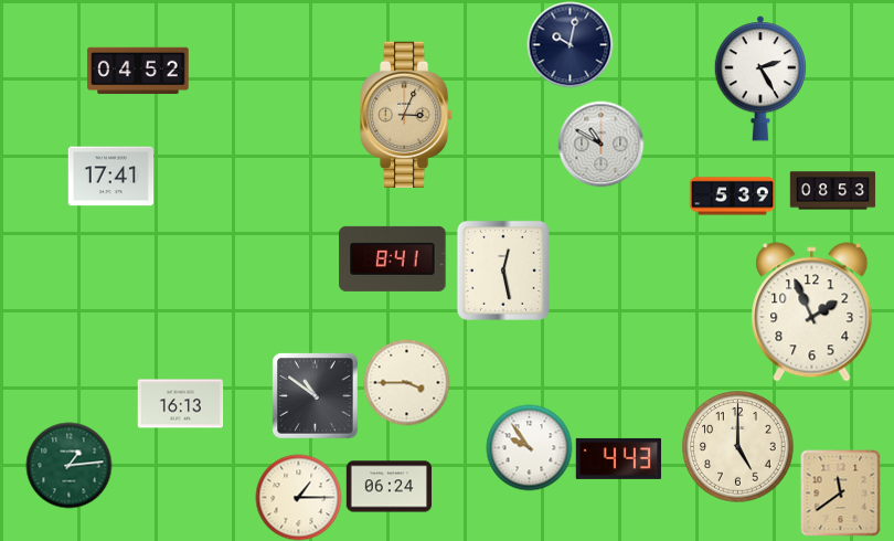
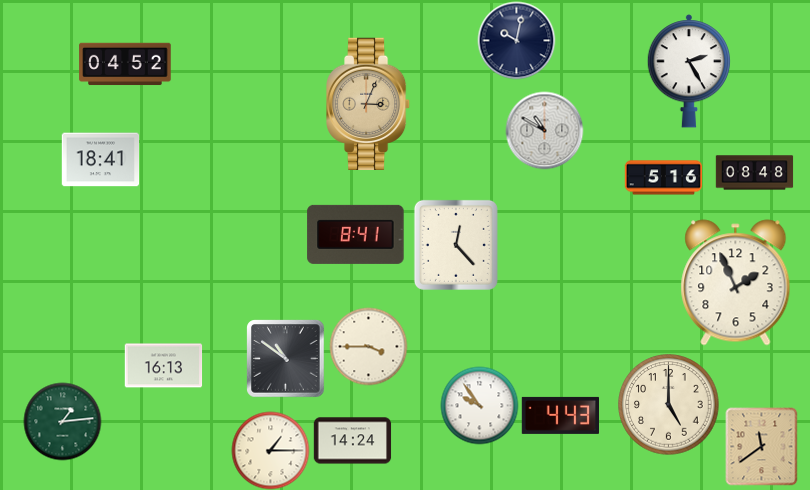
clock at (110, 177): 17:41 -> 18:41
clock at (832, 191): 08:53 -> 08:48
clock at (732, 197): 5:39 -> 5:16
clock at (503, 270): 12:28 -> 12:23
clock at (389, 487): 06:24 -> 14:24
